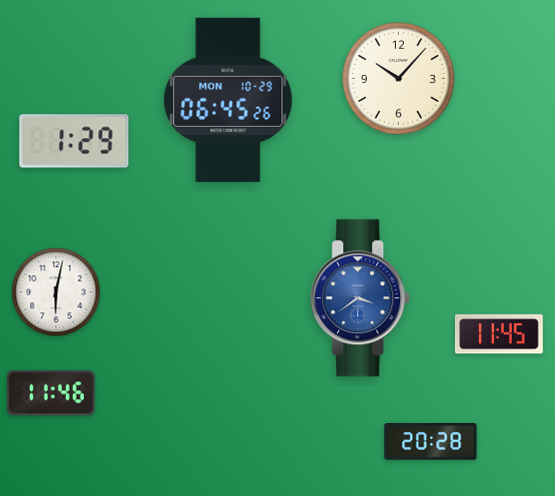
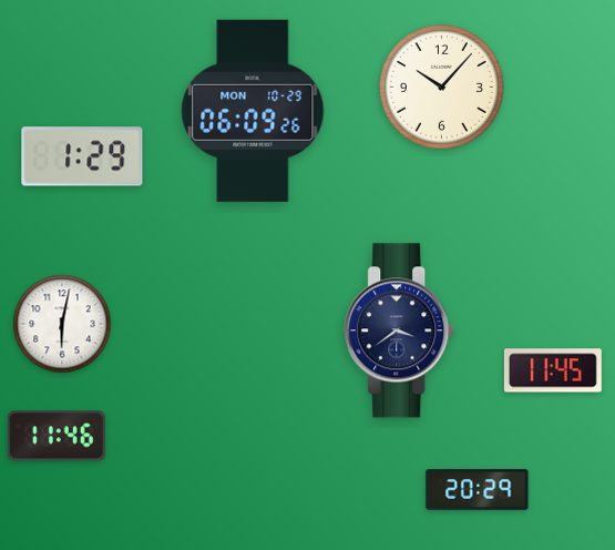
clock at (228, 100): 06:45 -> 06:09
clock at (361, 298) dial: blue -> navy
clock at (431, 442): 20:28 -> 20:29
